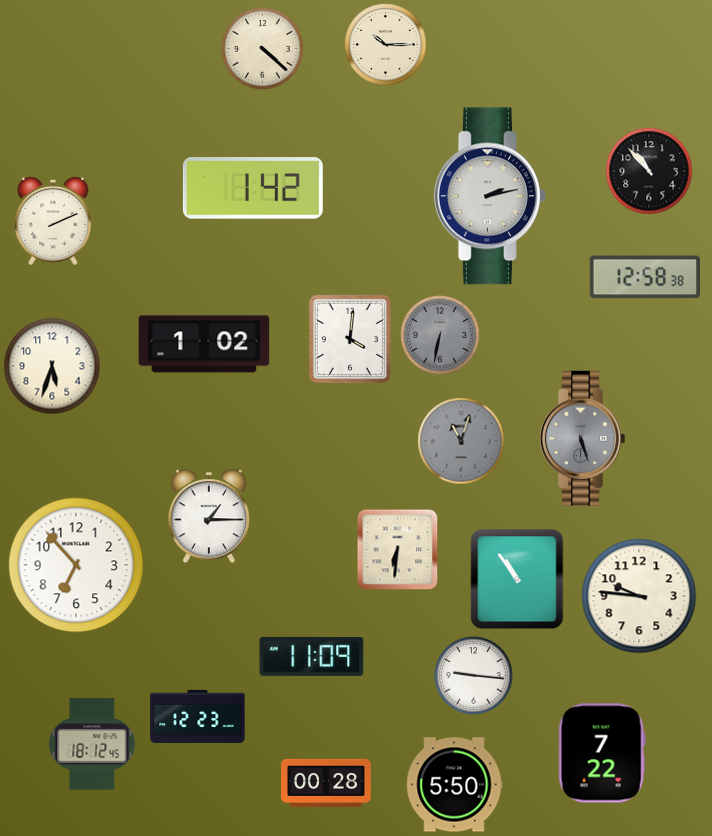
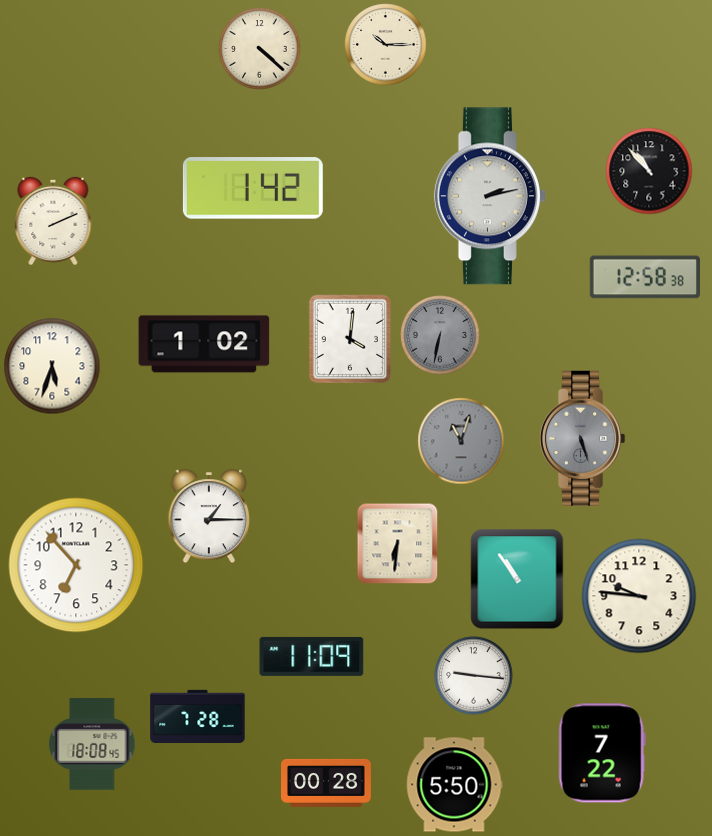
clock at (263, 49) position: (263, 49) -> (260, 49)
clock at (398, 550) position: (398, 550) -> (398, 544)
clock at (198, 716): 12:23 -> 7:28
clock at (92, 744): 18:12 -> 18:08
